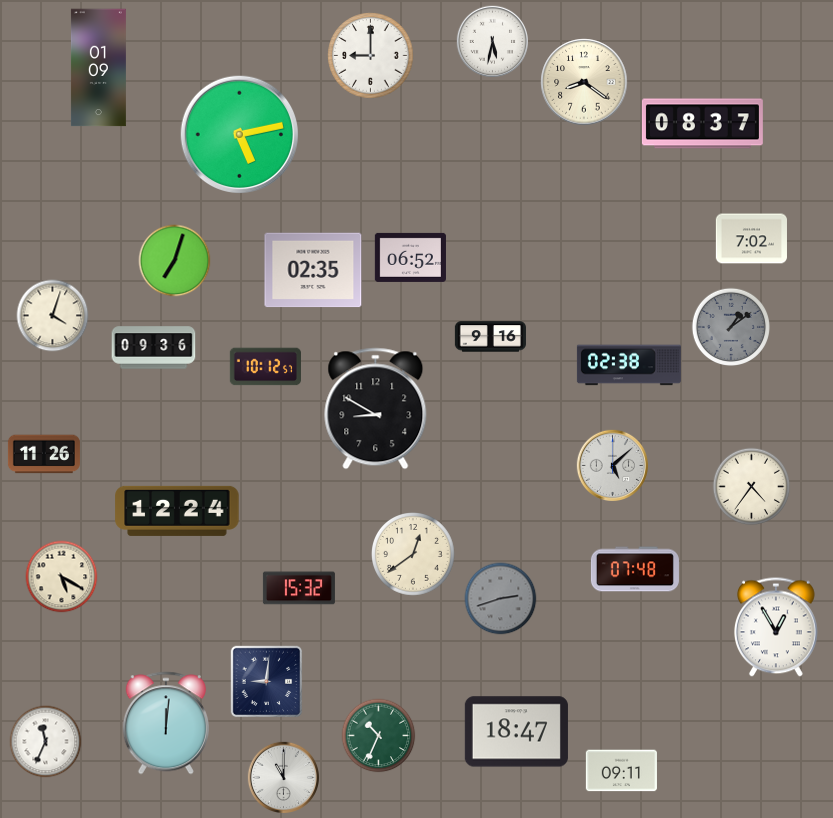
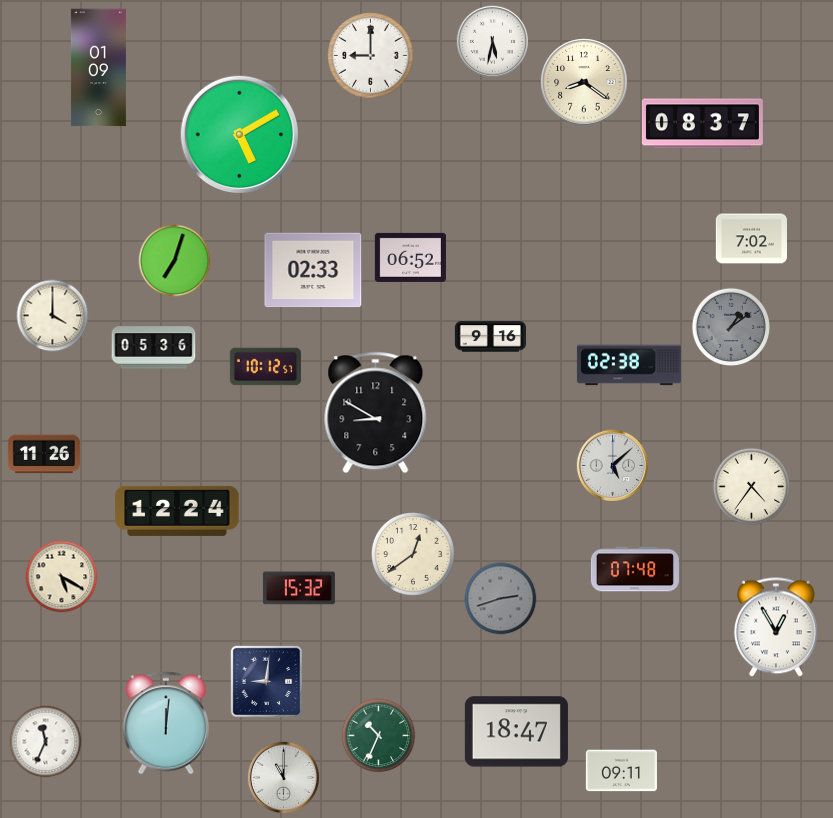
clock at (240, 135): 5:13 -> 5:10
clock at (313, 270): 02:35 -> 02:33
clock at (53, 316): 4:03 -> 4:00
clock at (154, 348): 09:36 -> 05:36
clock at (376, 409) position: (376, 409) -> (376, 413)
